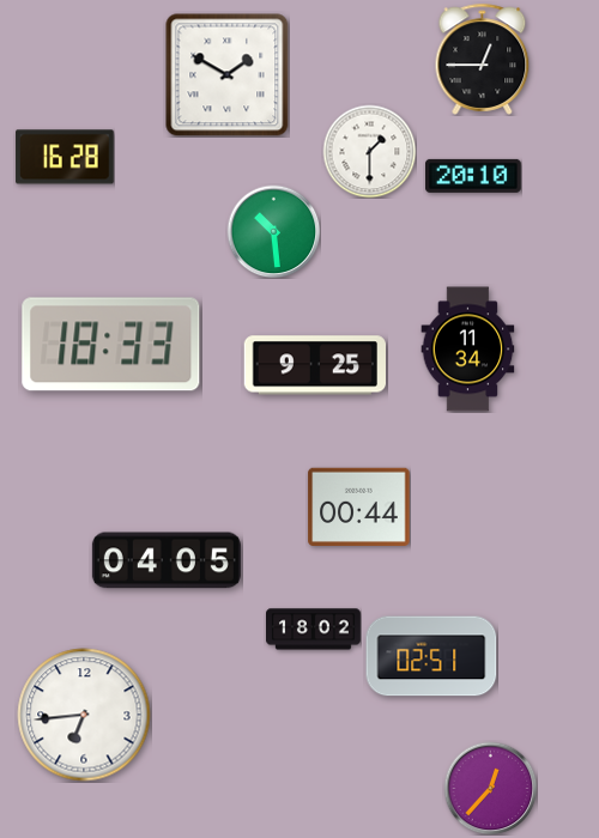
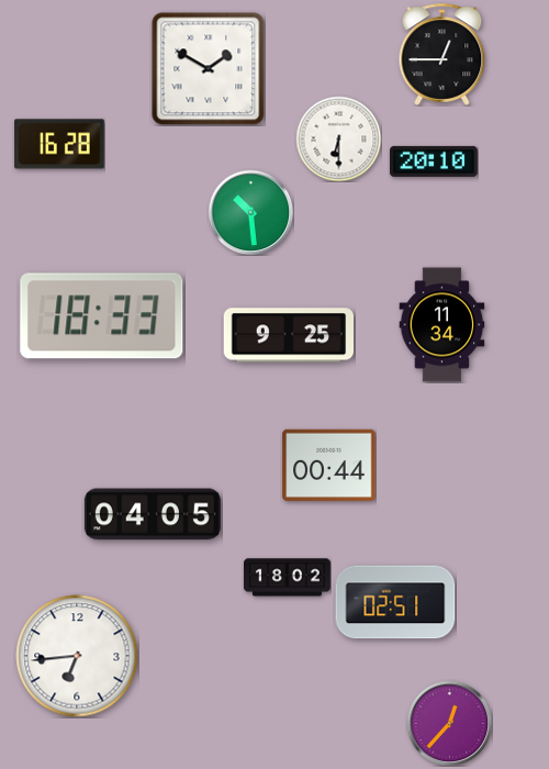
clock at (369, 151): 1:30 -> 6:30
clock at (468, 350) position: (468, 350) -> (442, 325)
